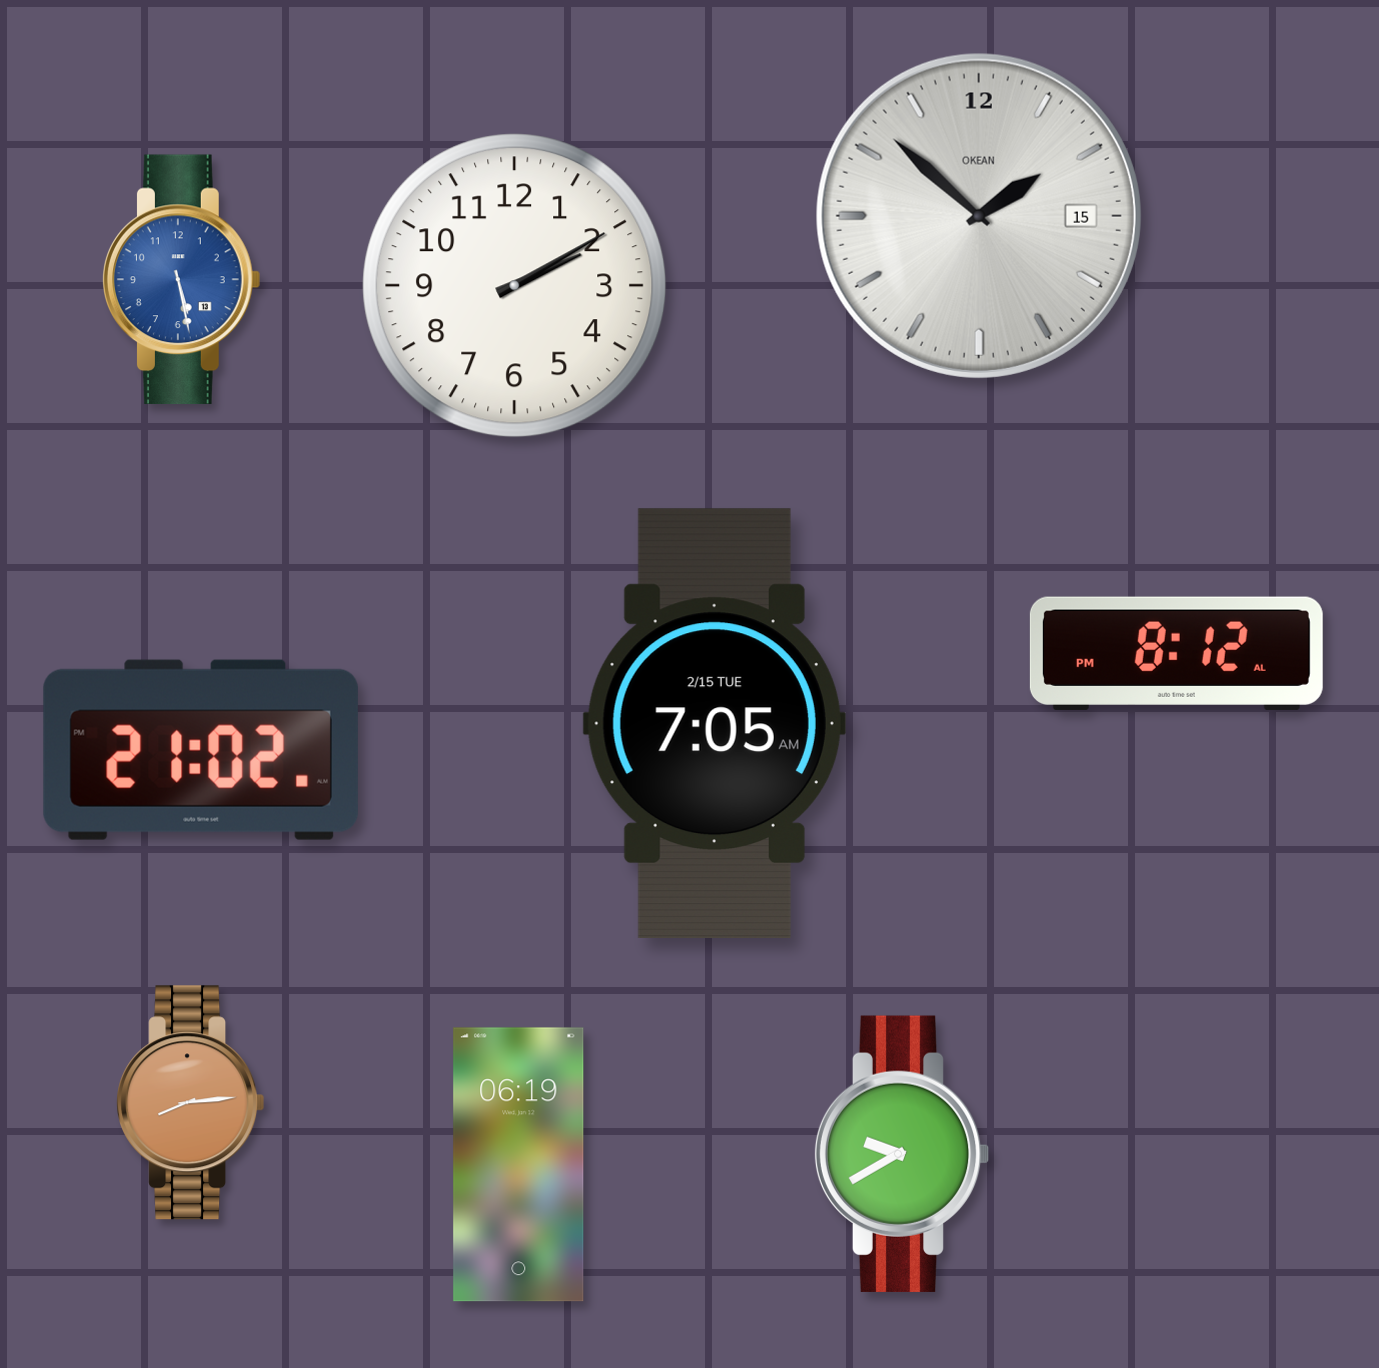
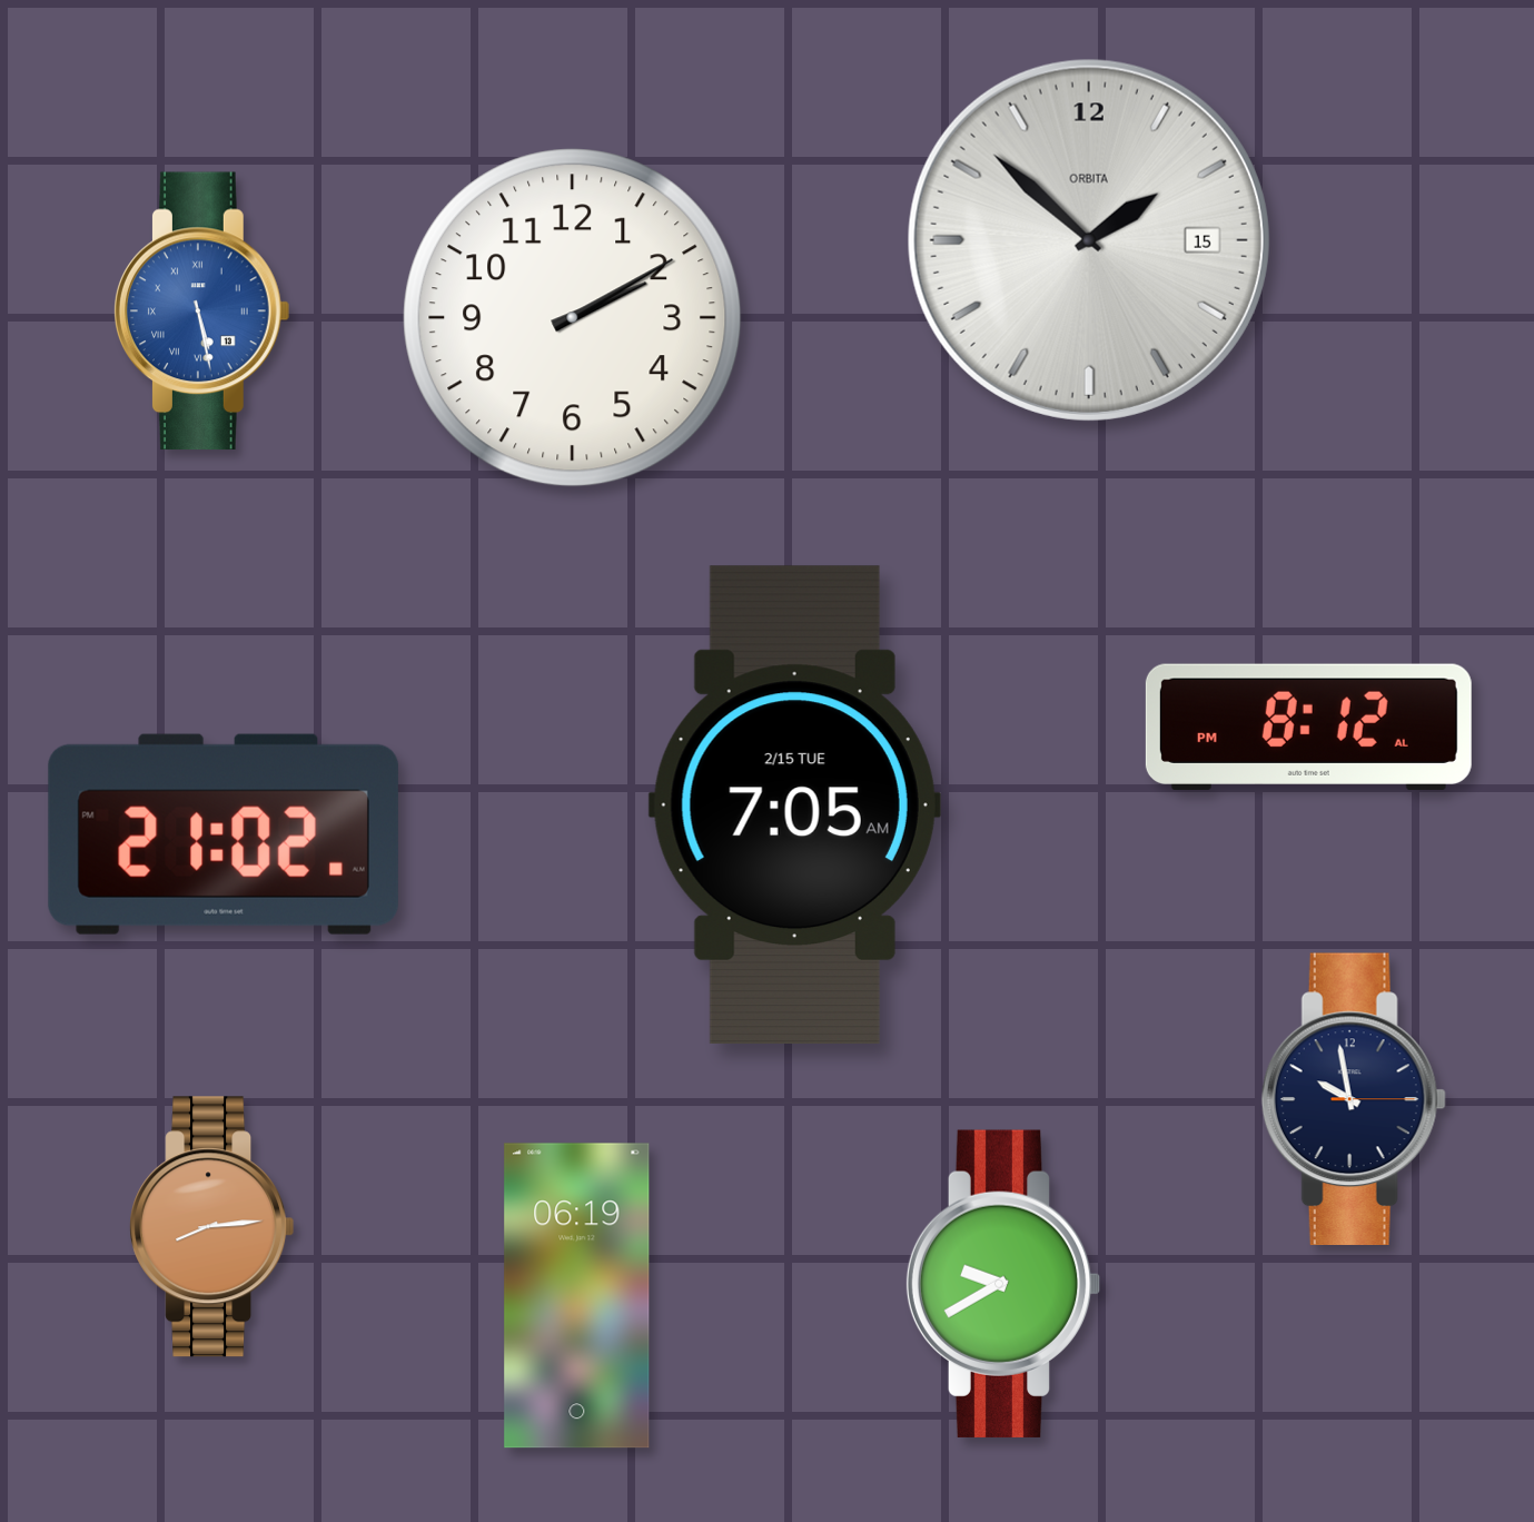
clock at (979, 216) brand: OKEAN -> ORBITA
clock at (182, 280) numerals: Arabic -> Roman
clock at (1354, 1098): none -> 9:58
